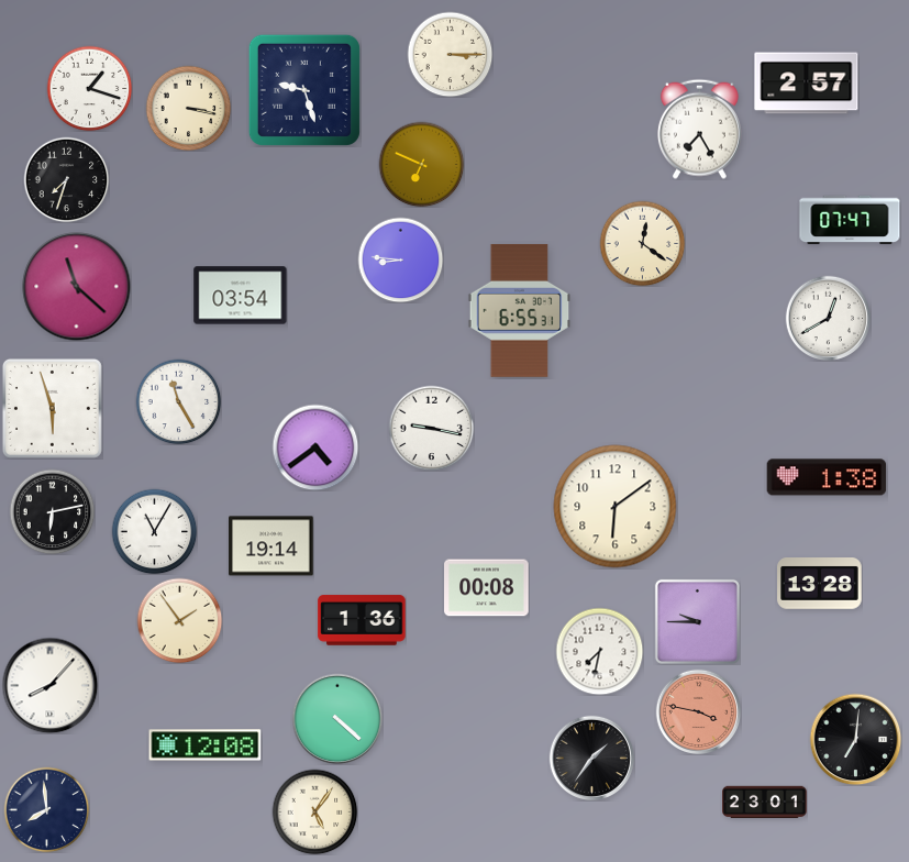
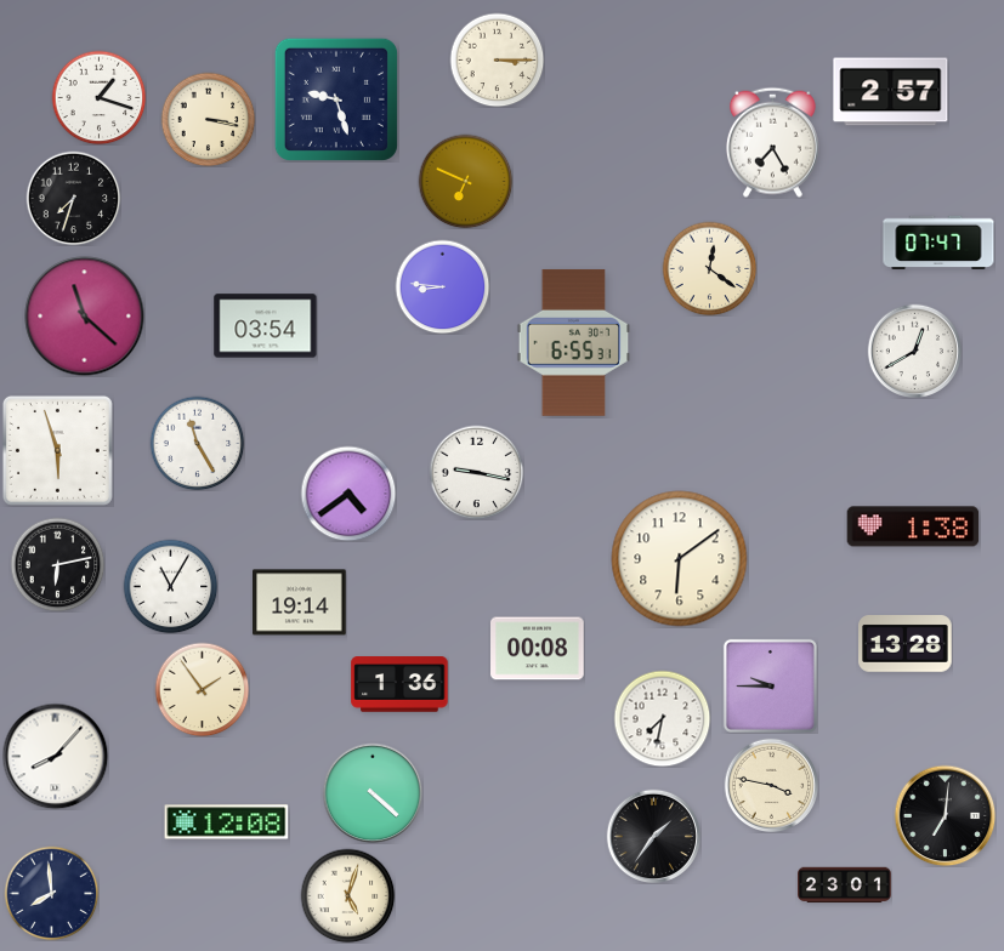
clock at (179, 620) position: (179, 620) -> (202, 689)
clock at (698, 711) dial: salmon -> cream
clock at (314, 811): 5:06 -> 5:03
